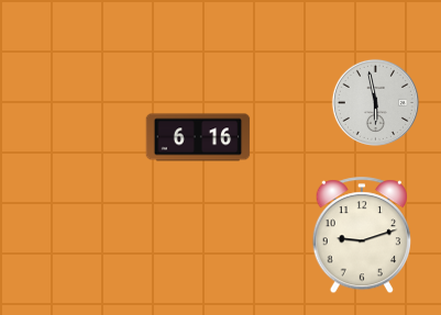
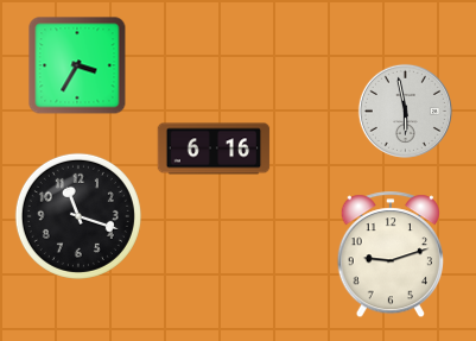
clock at (77, 65): none -> 3:35
clock at (78, 216): none -> 11:18
